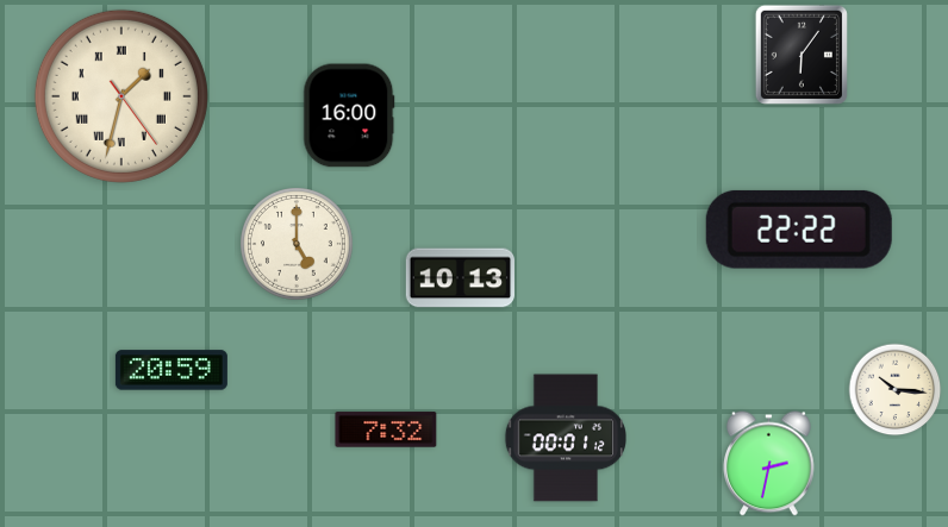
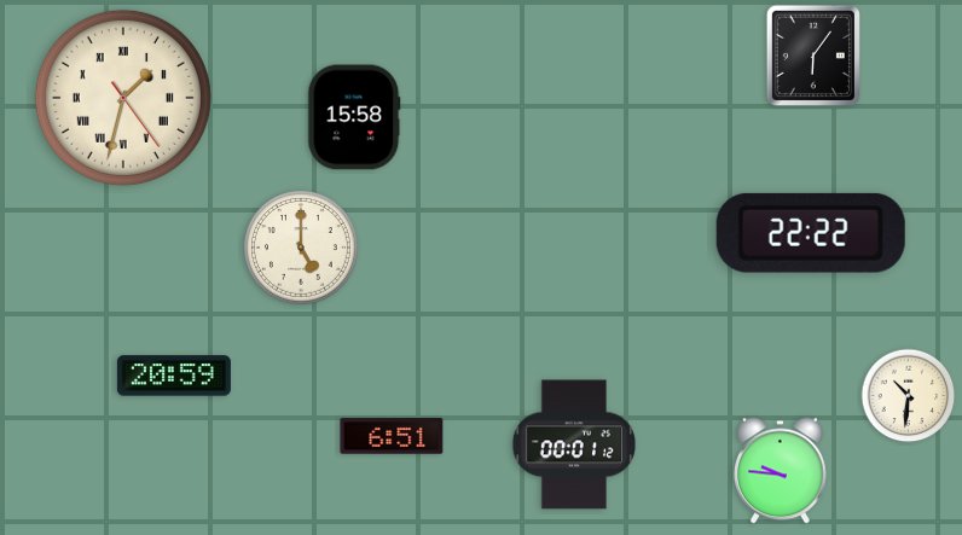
clock at (349, 115): 16:00 -> 15:58
clock at (461, 278): 10:13 -> none
clock at (896, 390): 10:16 -> 10:31
clock at (386, 429): 7:32 -> 6:51
clock at (769, 464): 2:32 -> 9:46
